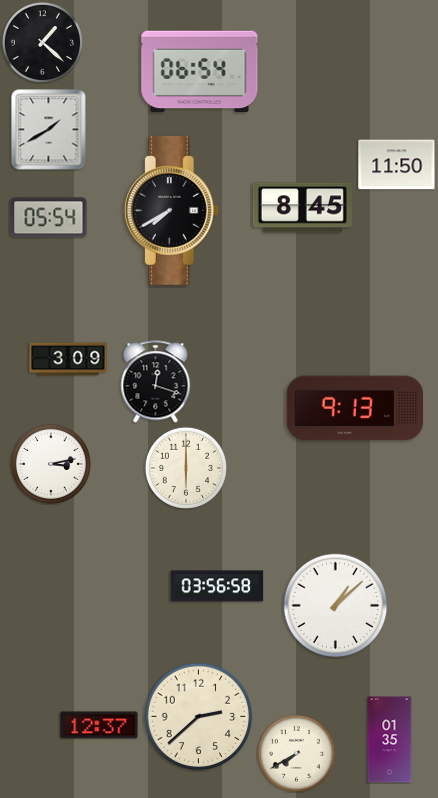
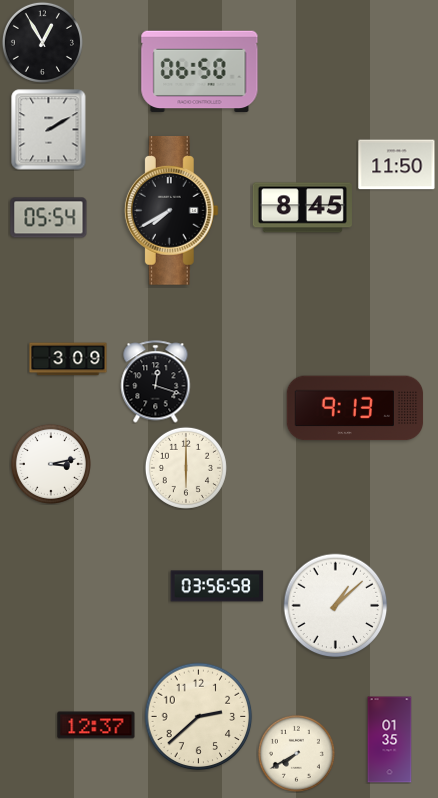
clock at (42, 42): 1:22 -> 12:55
clock at (200, 72): 06:54 -> 06:50
clock at (49, 130): 1:40 -> 2:10
clock at (99, 725) position: (99, 725) -> (96, 725)
